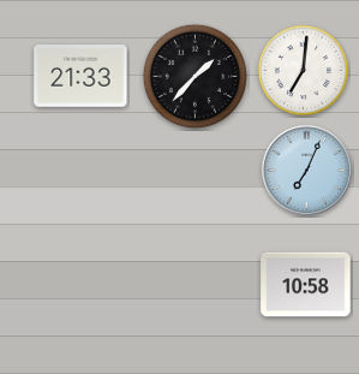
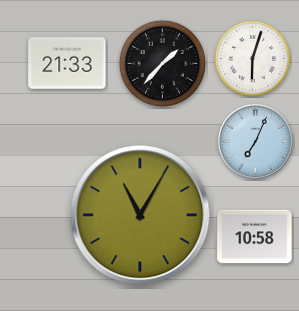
clock at (304, 71): 7:01 -> 6:03
clock at (140, 215): none -> 11:05
